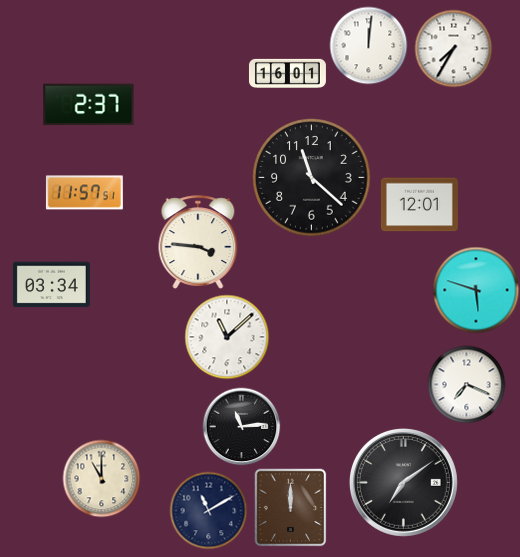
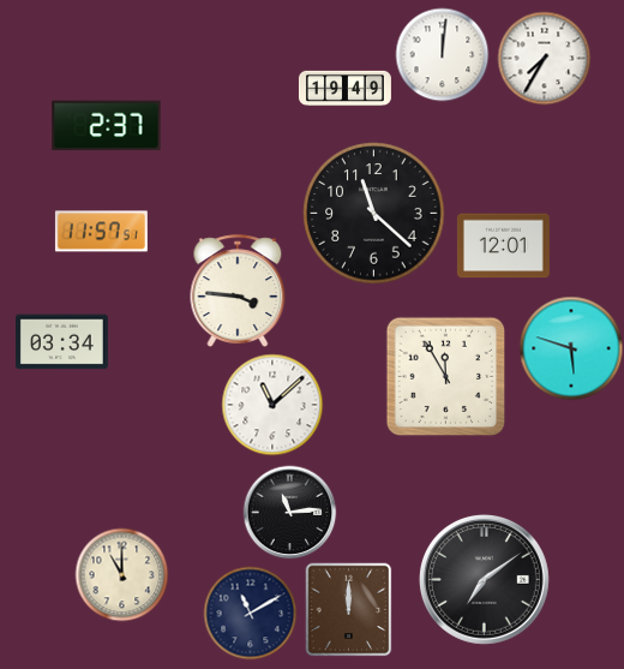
clock at (287, 73): 16:01 -> 19:49
clock at (445, 376): none -> 11:55
clock at (466, 384): 7:19 -> none
